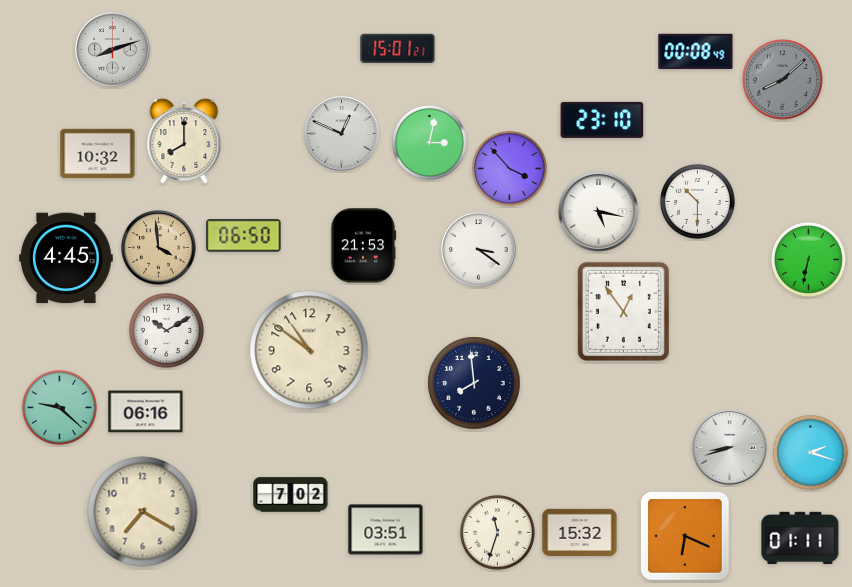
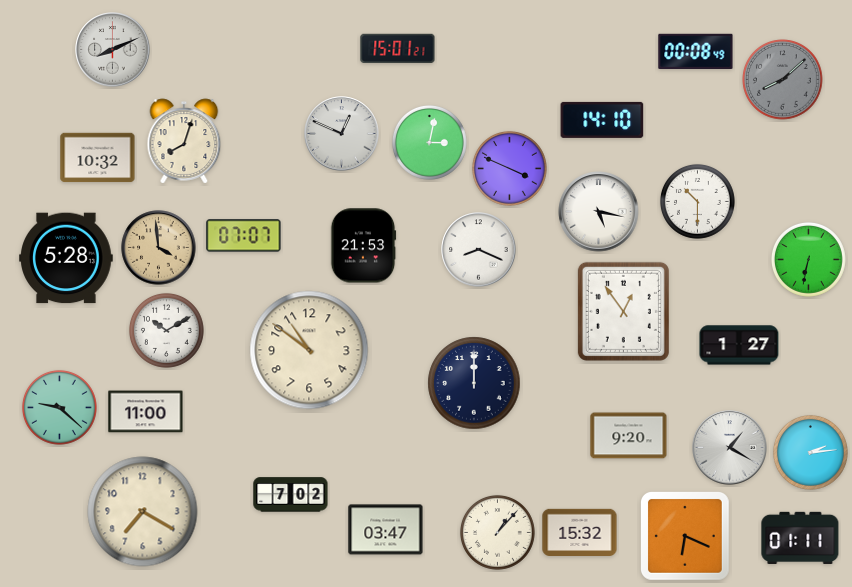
clock at (113, 50): 8:12 -> 8:11
clock at (602, 120): 23:10 -> 14:10
clock at (184, 141): 8:00 -> 8:03
clock at (98, 154) position: (98, 154) -> (98, 158)
clock at (510, 169): 3:53 -> 3:49
clock at (244, 236): 06:50 -> 07:07
clock at (479, 250): 3:21 -> 8:19
clock at (66, 258): 4:45 -> 5:28
clock at (739, 345): none -> 1:27
clock at (474, 383): 7:59 -> 12:00
clock at (146, 412): 06:16 -> 11:00
clock at (629, 436): none -> 9:20
clock at (730, 448): 8:42 -> 1:20
clock at (811, 453): 2:18 -> 2:14
clock at (386, 530): 03:51 -> 03:47
clock at (498, 533): 11:33 -> 1:07
